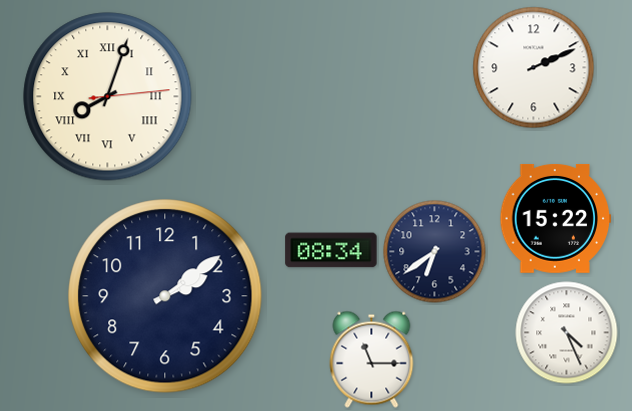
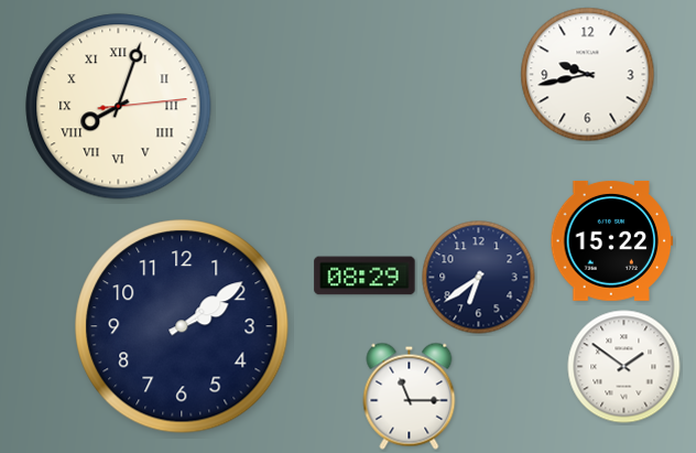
clock at (534, 68): 2:11 -> 9:43
clock at (331, 250): 08:34 -> 08:29
clock at (567, 333): 4:26 -> 1:51
